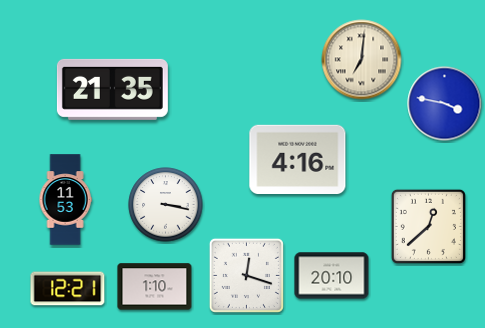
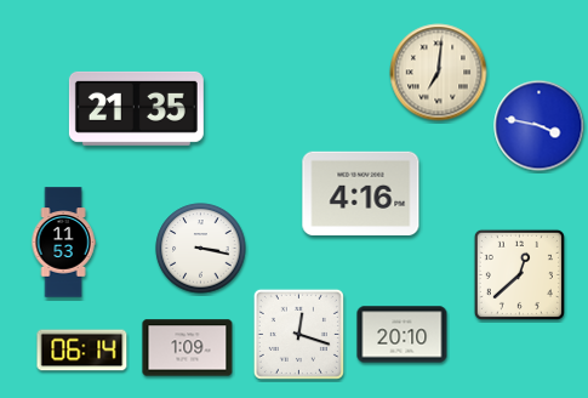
clock at (65, 200) position: (65, 200) -> (63, 243)
clock at (155, 287): 1:10 -> 1:09
clock at (68, 289): 12:21 -> 06:14
